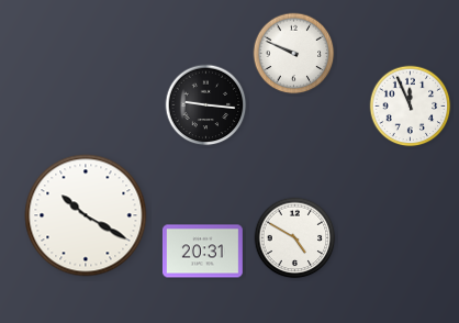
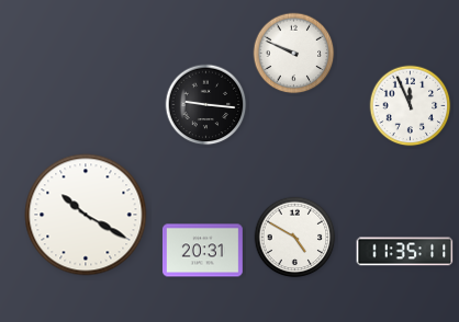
clock at (405, 252): none -> 11:35
